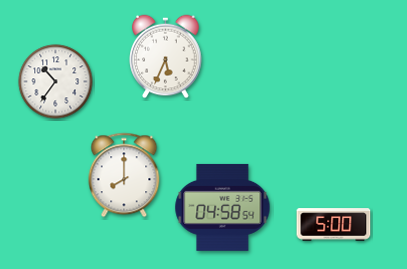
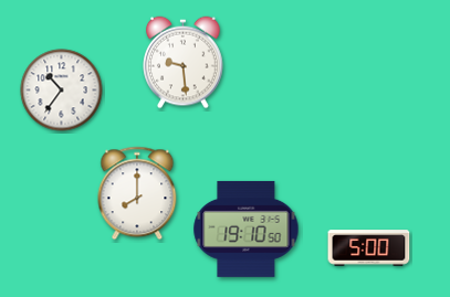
clock at (166, 57): 5:34 -> 9:29
clock at (223, 207): 04:58 -> 19:10
